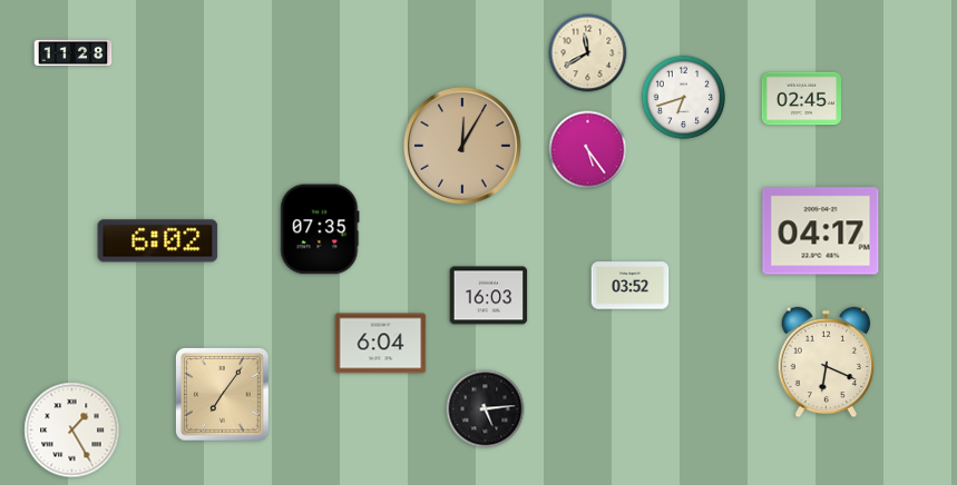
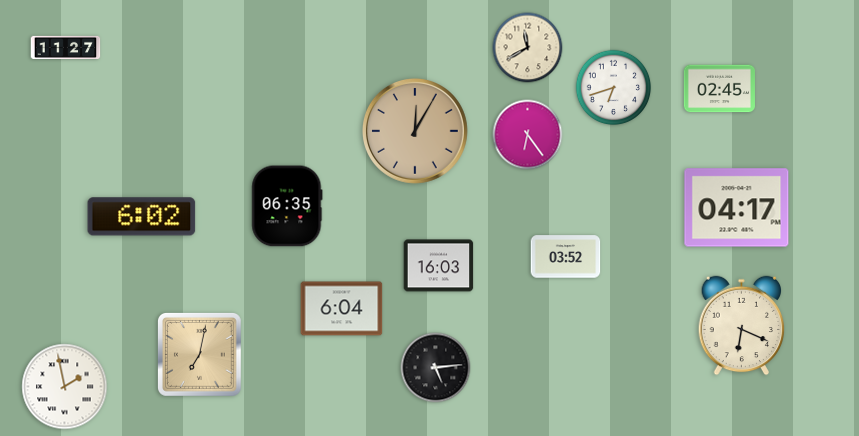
clock at (74, 52): 11:28 -> 11:27
clock at (588, 150): 5:24 -> 6:24
clock at (320, 229): 07:35 -> 06:35
clock at (222, 394): 7:06 -> 7:02
clock at (72, 430): 1:25 -> 1:58
